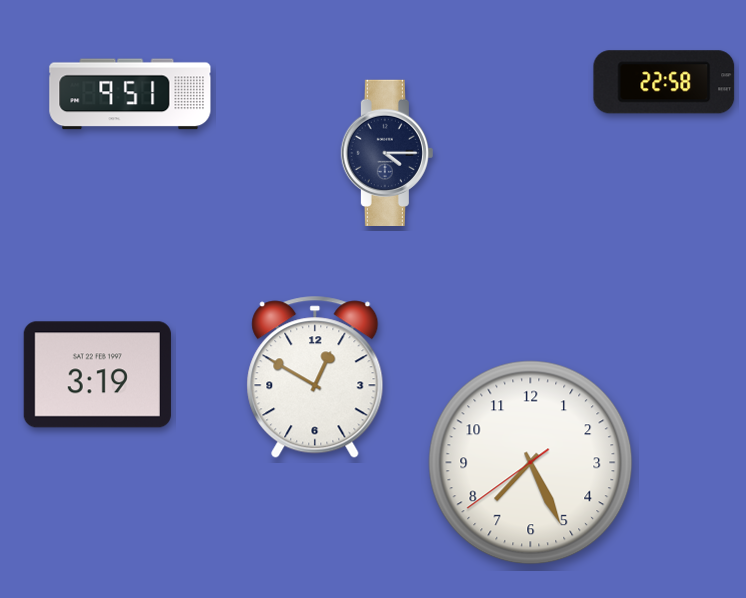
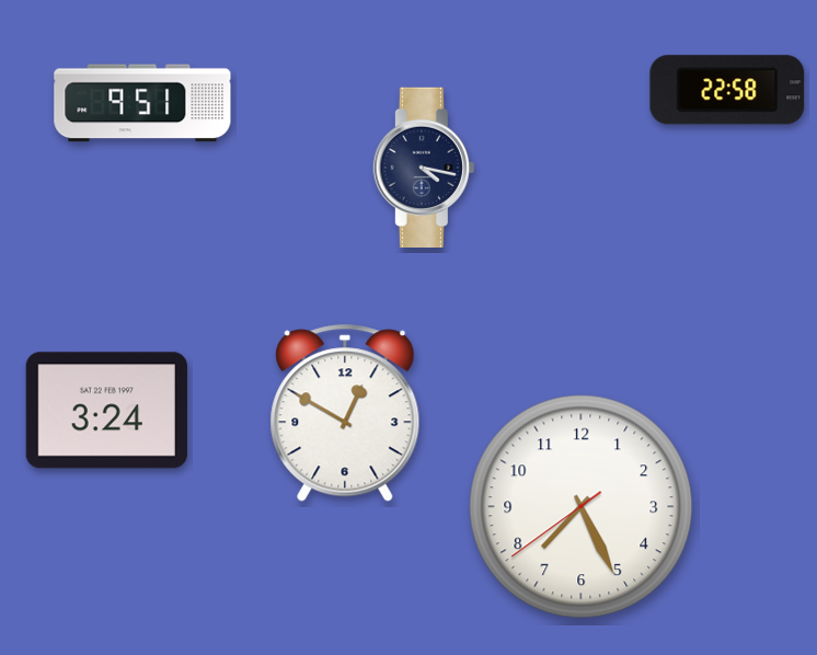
clock at (387, 152): 4:15 -> 4:17
clock at (97, 375): 3:19 -> 3:24
